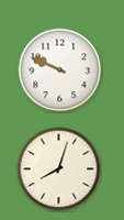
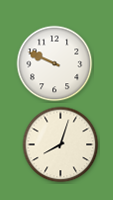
clock at (59, 169) position: (59, 169) -> (61, 145)
